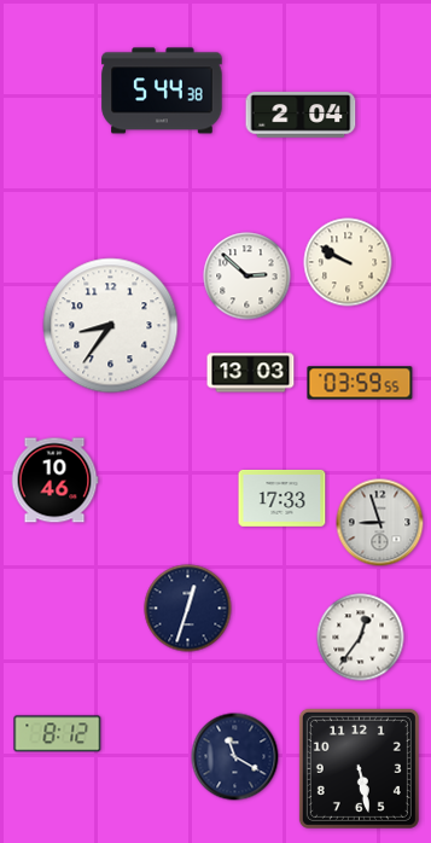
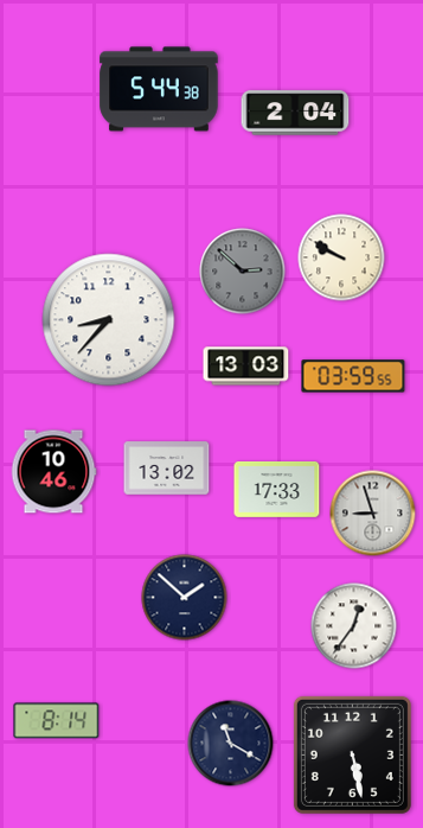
clock at (247, 277) dial: white -> grey
clock at (111, 326): 8:36 -> 8:37
clock at (167, 469): none -> 13:02
clock at (188, 609): 12:33 -> 1:52
clock at (58, 734): 8:12 -> 8:14
